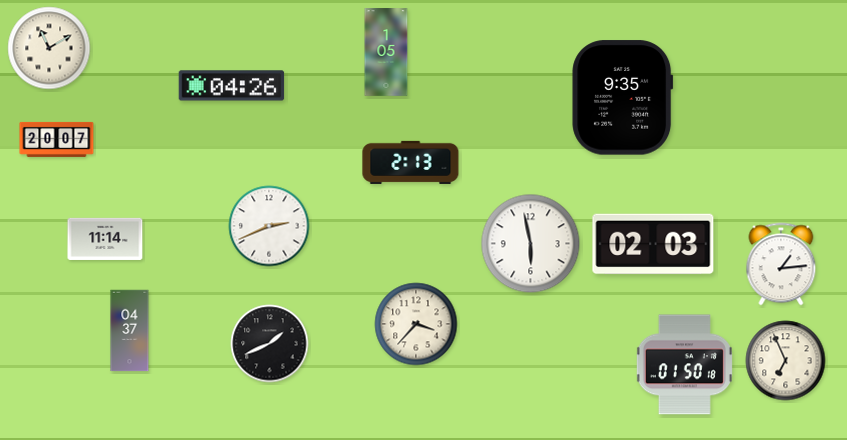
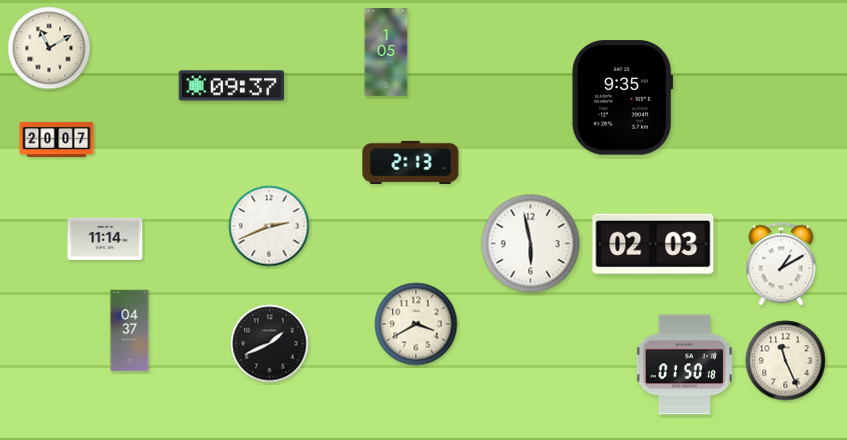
clock at (232, 86): 04:26 -> 09:37
clock at (781, 264): 1:14 -> 1:10
clock at (416, 324): 3:37 -> 3:40
clock at (786, 361): 6:56 -> 11:26
